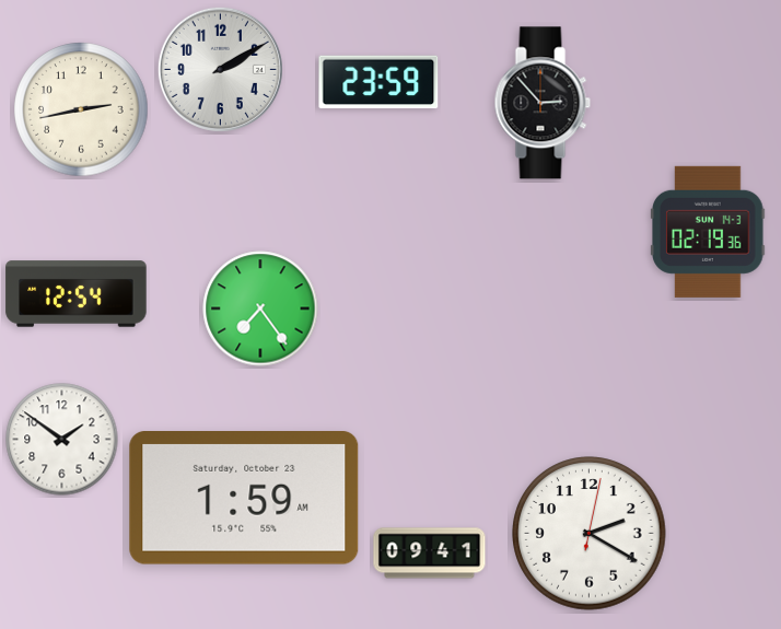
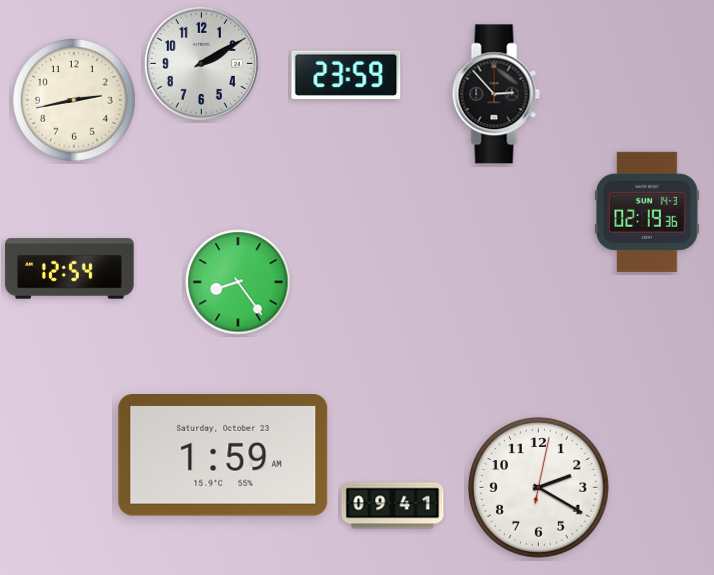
clock at (260, 308): 7:24 -> 8:24
clock at (62, 440): 1:51 -> none
